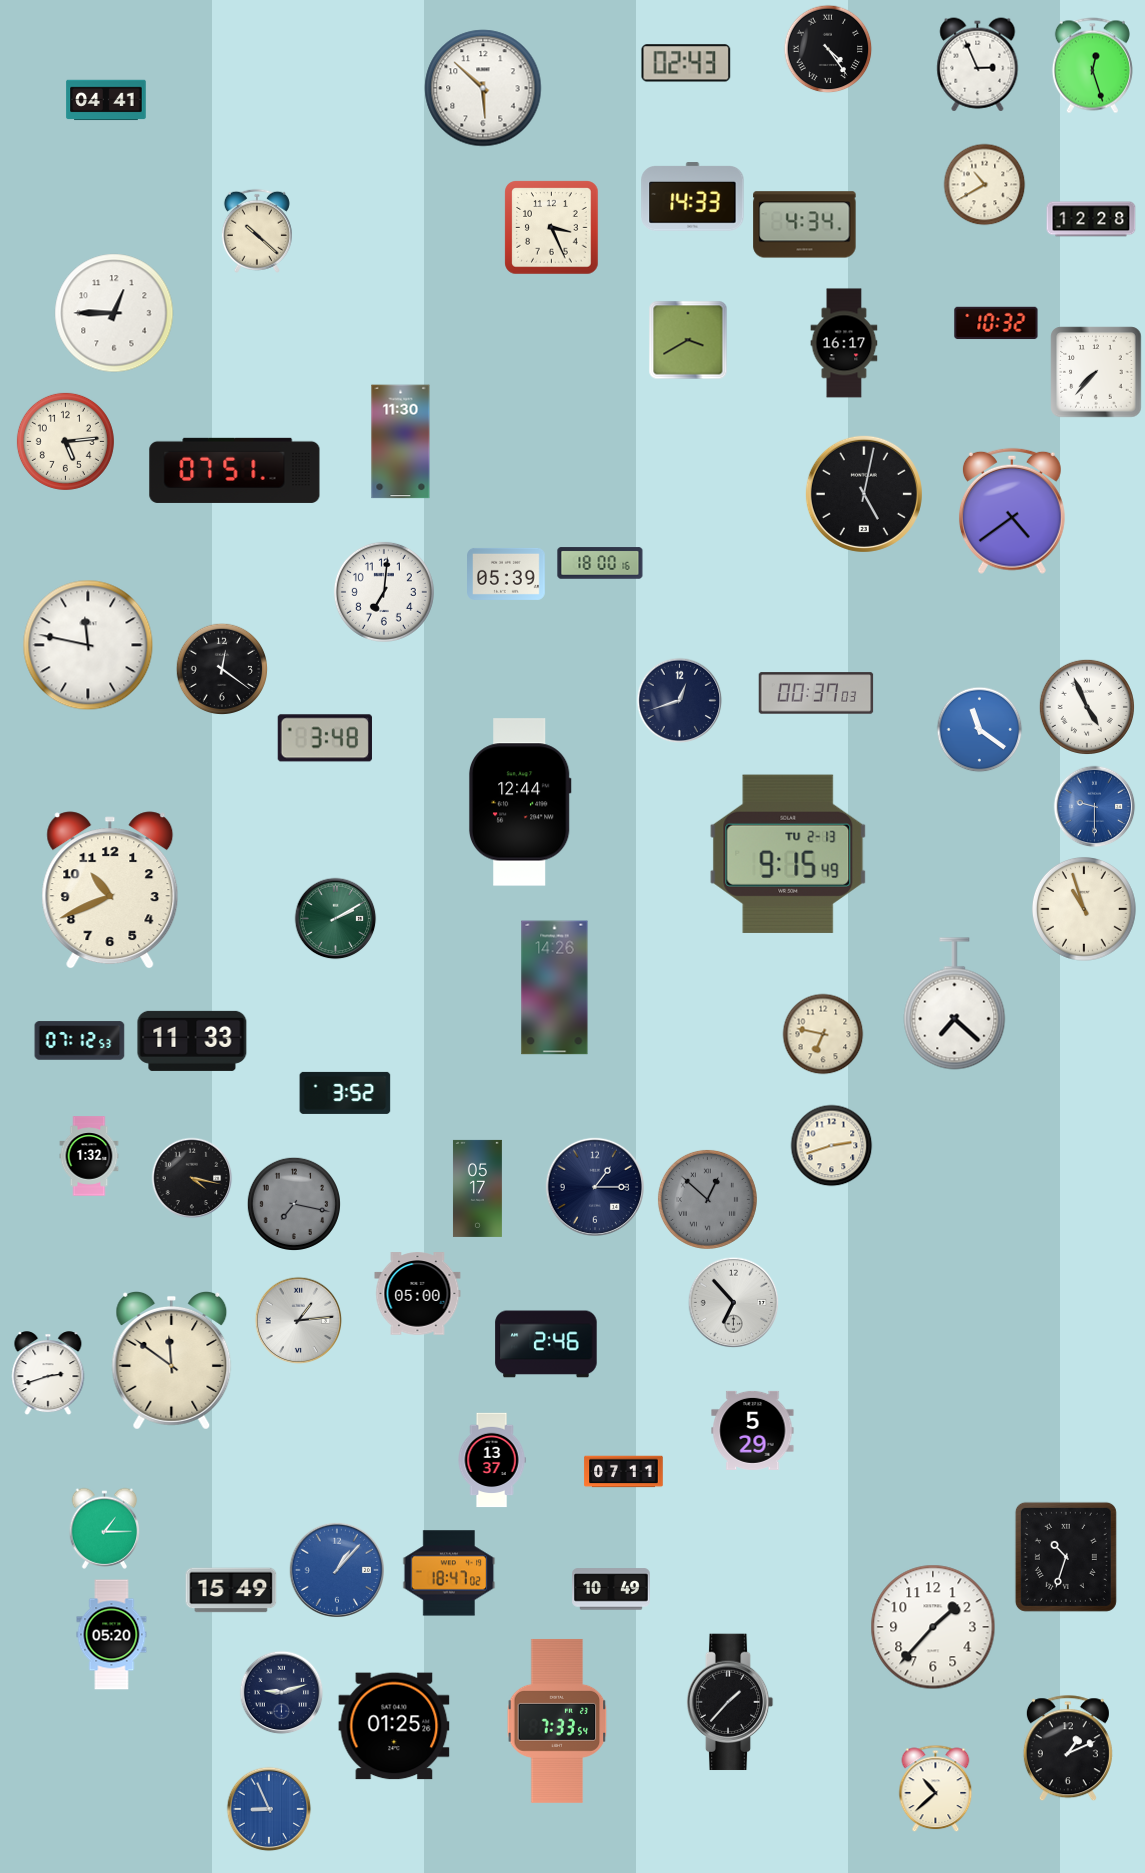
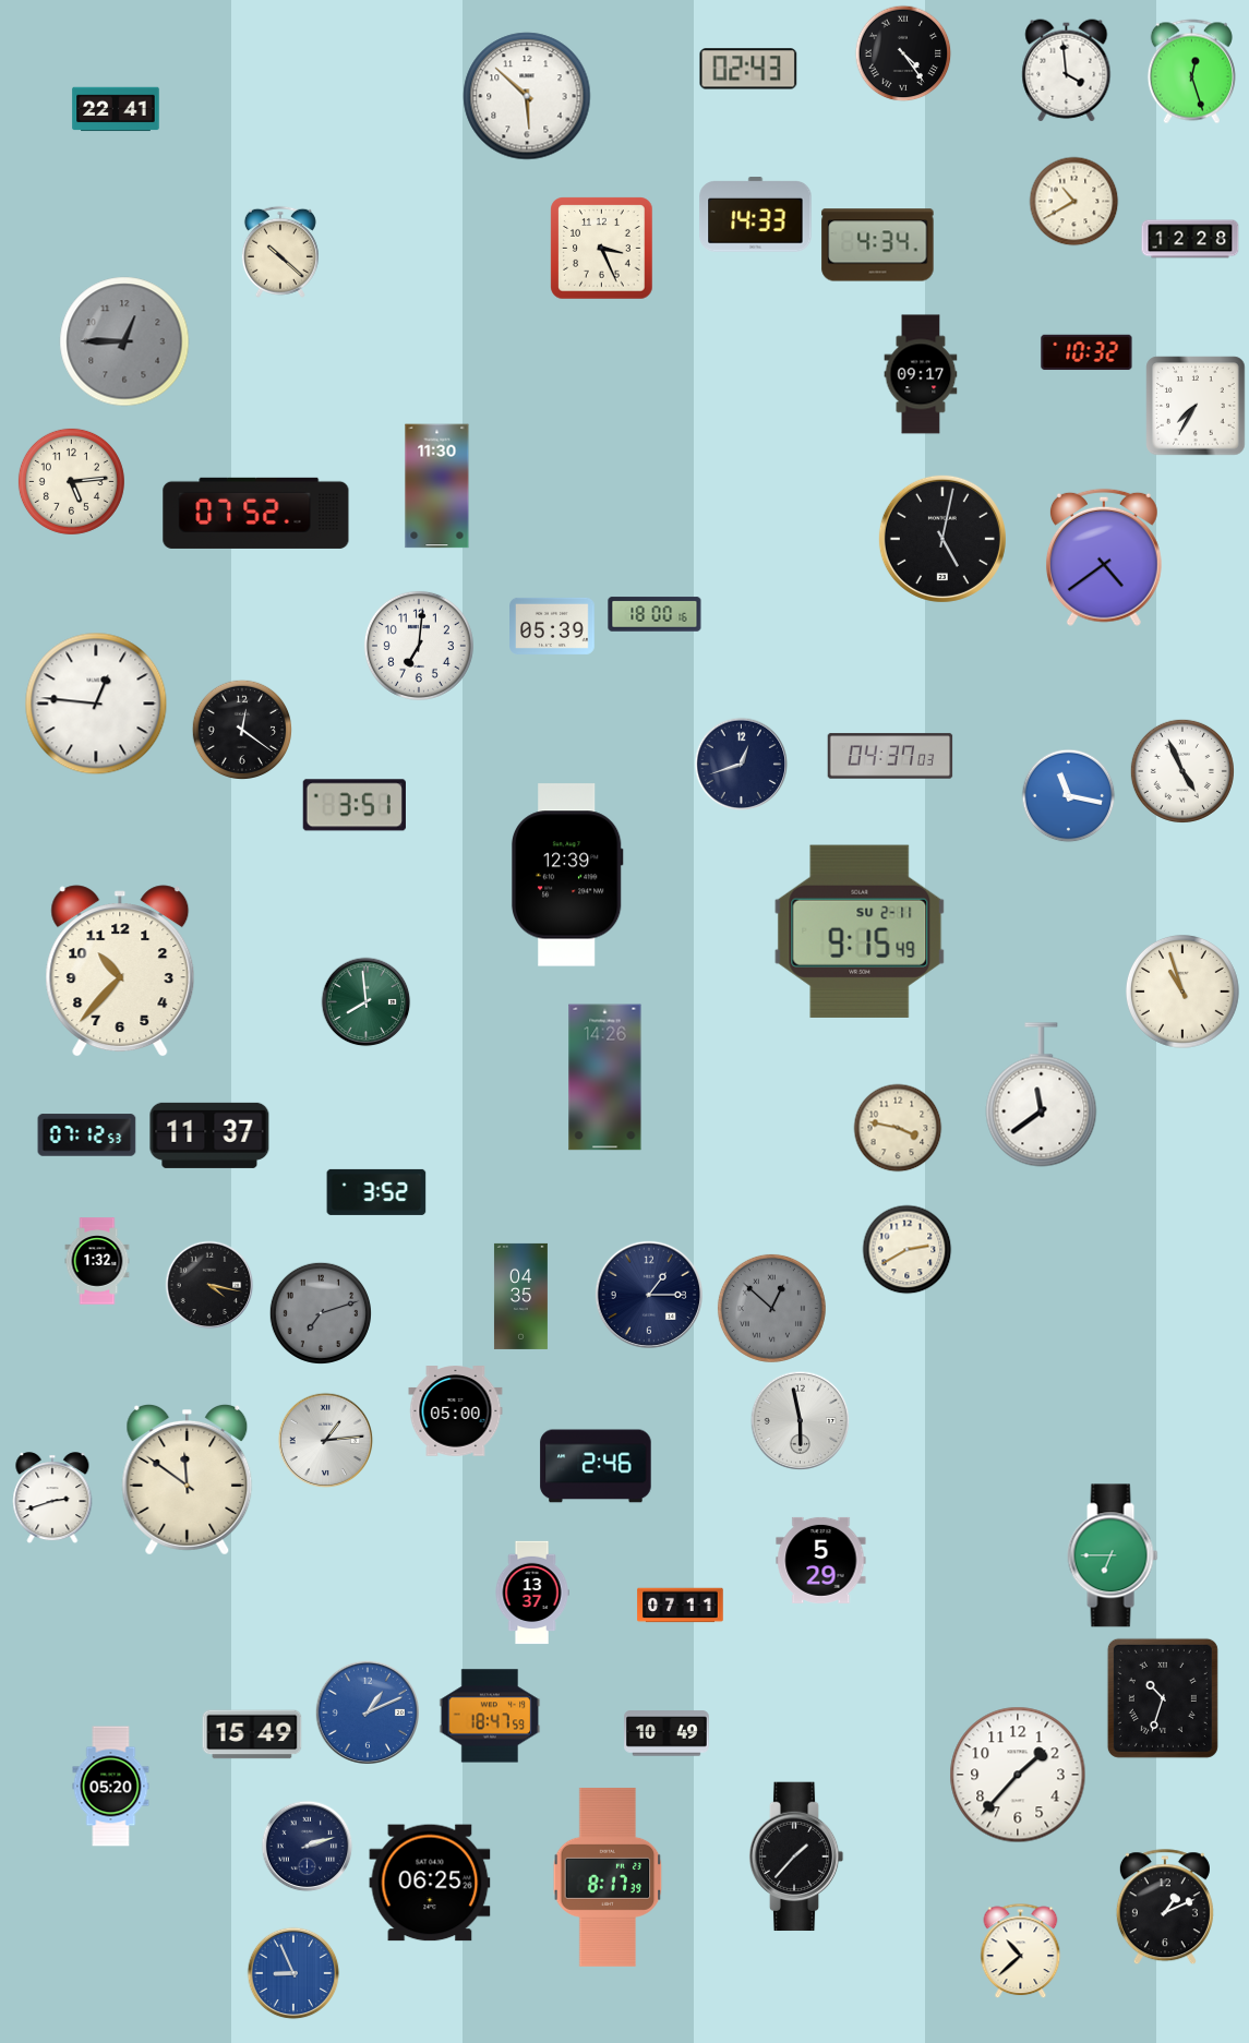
clock at (978, 65): 2:56 -> 3:59
clock at (106, 100): 04:41 -> 22:41
clock at (114, 313) dial: white -> grey
clock at (688, 340): 3:40 -> none
clock at (844, 343): 16:17 -> 09:17
clock at (1096, 372): 7:37 -> 7:35
clock at (401, 442) position: (401, 442) -> (437, 486)
clock at (235, 470): 07:51 -> 07:52
clock at (88, 645): 11:47 -> 12:46
clock at (816, 693): 00:37 -> 04:37
clock at (1087, 707) position: (1087, 707) -> (1182, 771)
clock at (980, 730): 11:21 -> 11:17
clock at (325, 738): 3:48 -> 3:51
clock at (520, 802): 12:44 -> 12:39
clock at (1095, 807): 9:30 -> none
clock at (788, 854) date: TU 2-13 -> SU 2-11
clock at (110, 890): 10:41 -> 10:37
clock at (336, 919): 2:10 -> 7:59
clock at (955, 1004): 7:22 -> 11:39
clock at (823, 1034): 6:47 -> 3:47
clock at (192, 1041): 11:33 -> 11:37
clock at (832, 1146): 2:42 -> 2:40
clock at (477, 1188): 05:17 -> 04:35
clock at (293, 1203): 7:17 -> 7:12
clock at (734, 1303): 6:53 -> 5:58
clock at (172, 1360) position: (172, 1360) -> (188, 1479)
clock at (1113, 1555): none -> 6:45
clock at (492, 1460) position: (492, 1460) -> (532, 1593)
clock at (105, 1528): 1:15 -> none
clock at (337, 1570): 1:07 -> 1:11
clock at (449, 1573): 18:47:02 -> 18:47:59
clock at (112, 1635) position: (112, 1635) -> (111, 1787)
clock at (282, 1693): 9:12 -> 2:12
clock at (557, 1721): 7:33 -> 8:17
clock at (394, 1726): 01:25 -> 06:25
